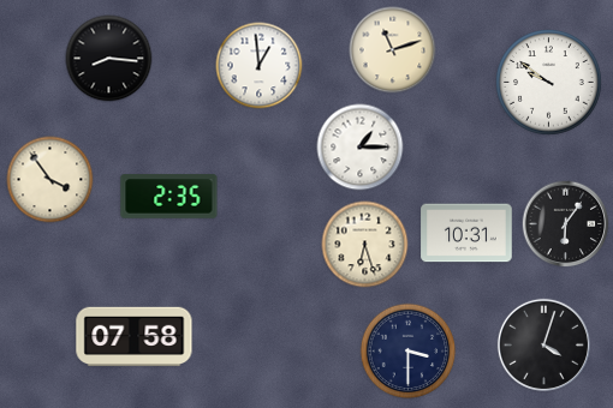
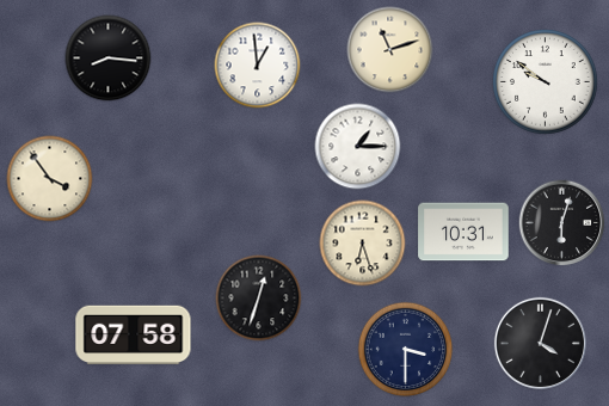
clock at (169, 197): 2:35 -> none
clock at (566, 224): 6:06 -> 6:03
clock at (259, 299): none -> 12:33
